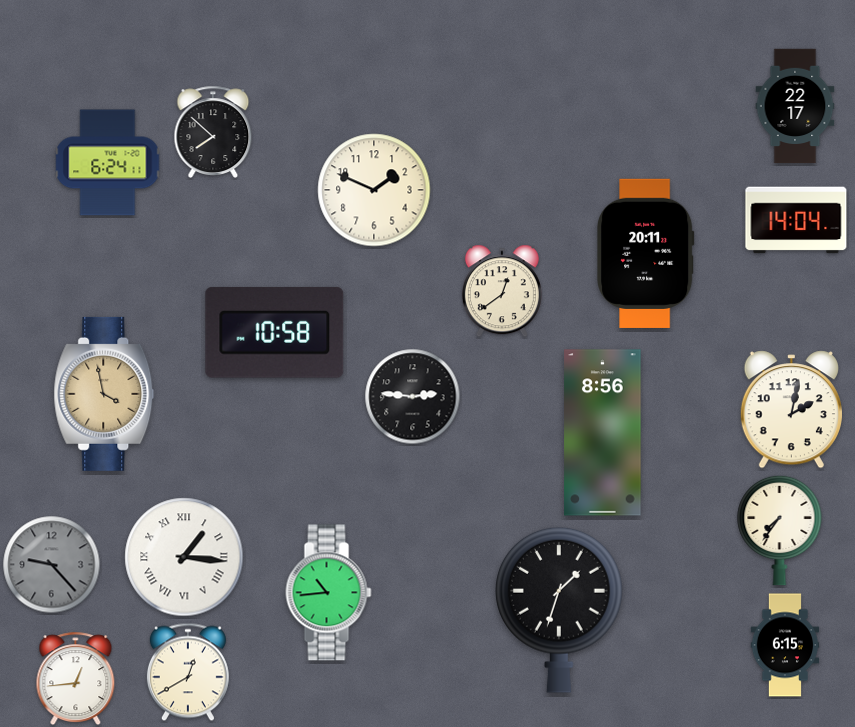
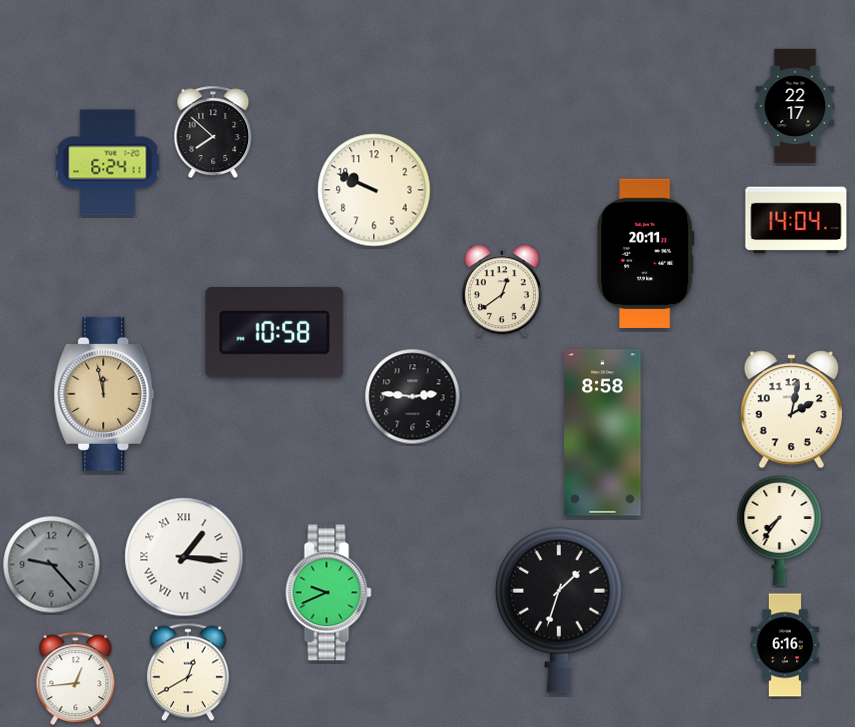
clock at (374, 190): 1:49 -> 9:49
clock at (104, 394): 3:58 -> 11:58
clock at (603, 433): 8:56 -> 8:58
clock at (329, 593): 10:44 -> 9:41
clock at (785, 645): 6:15 -> 6:16
